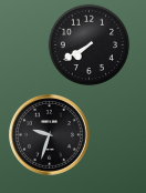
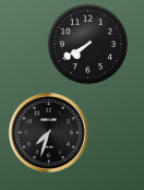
clock at (50, 135): 9:33 -> 7:33
